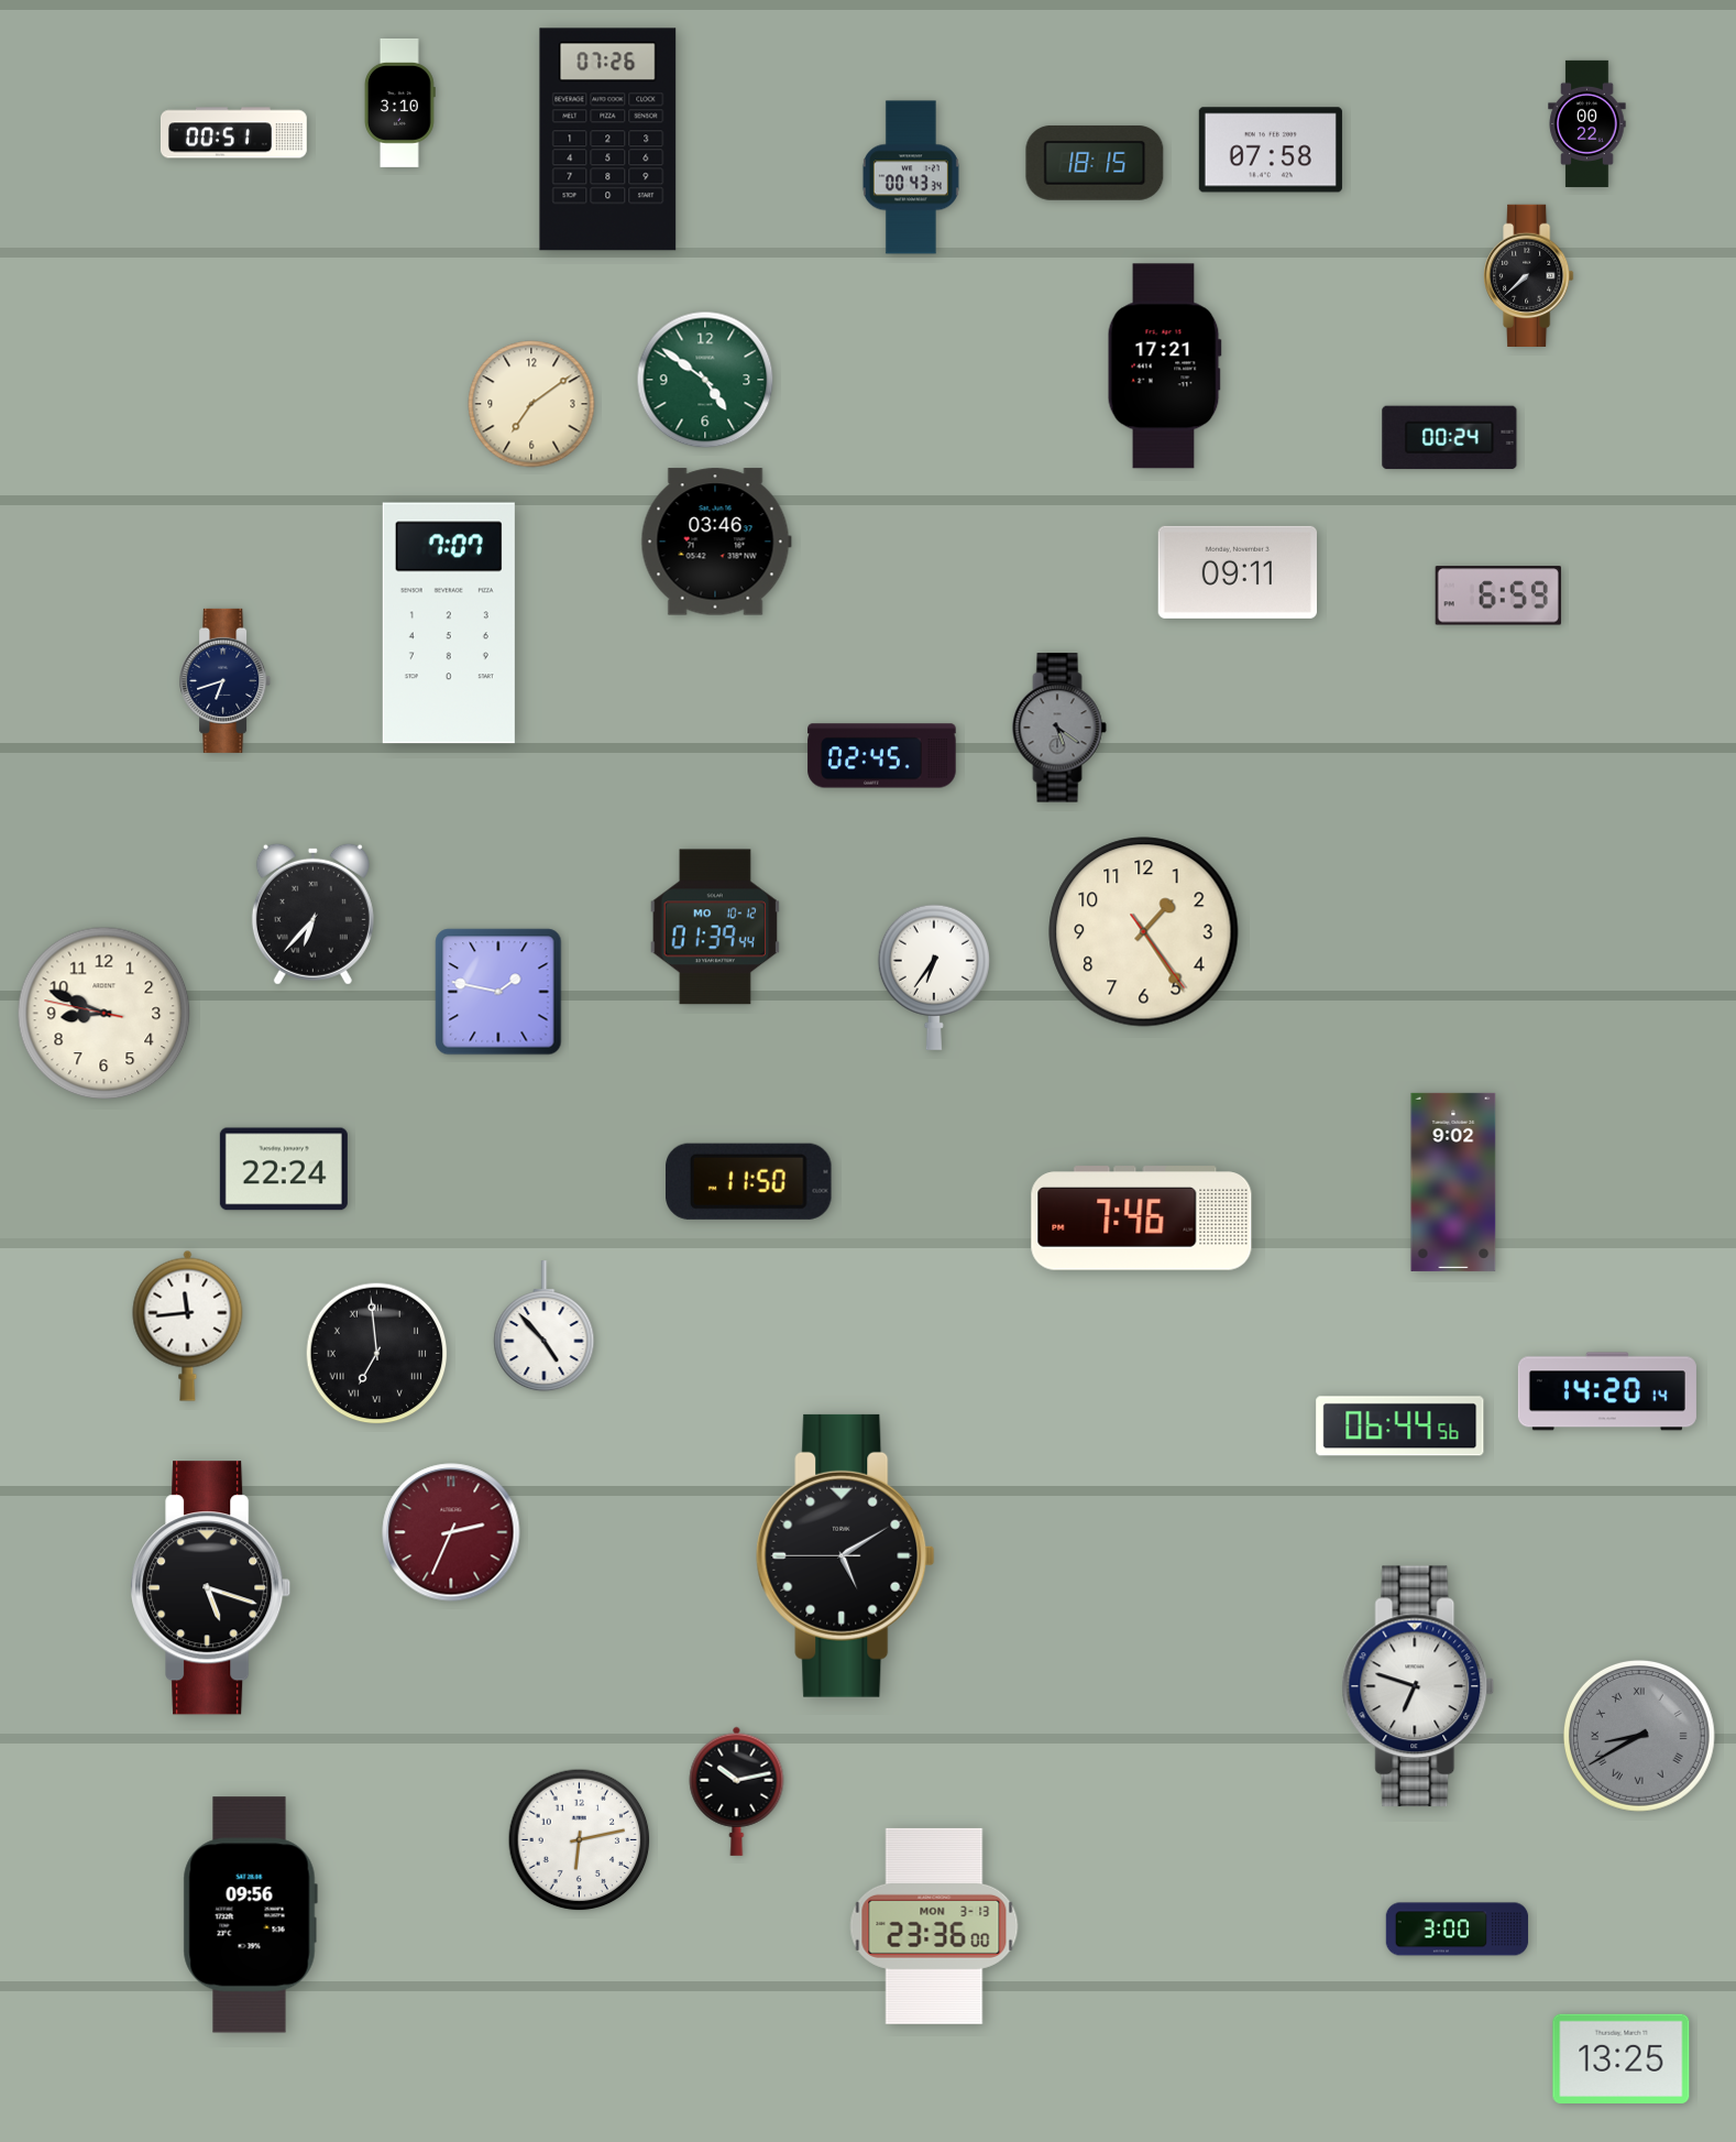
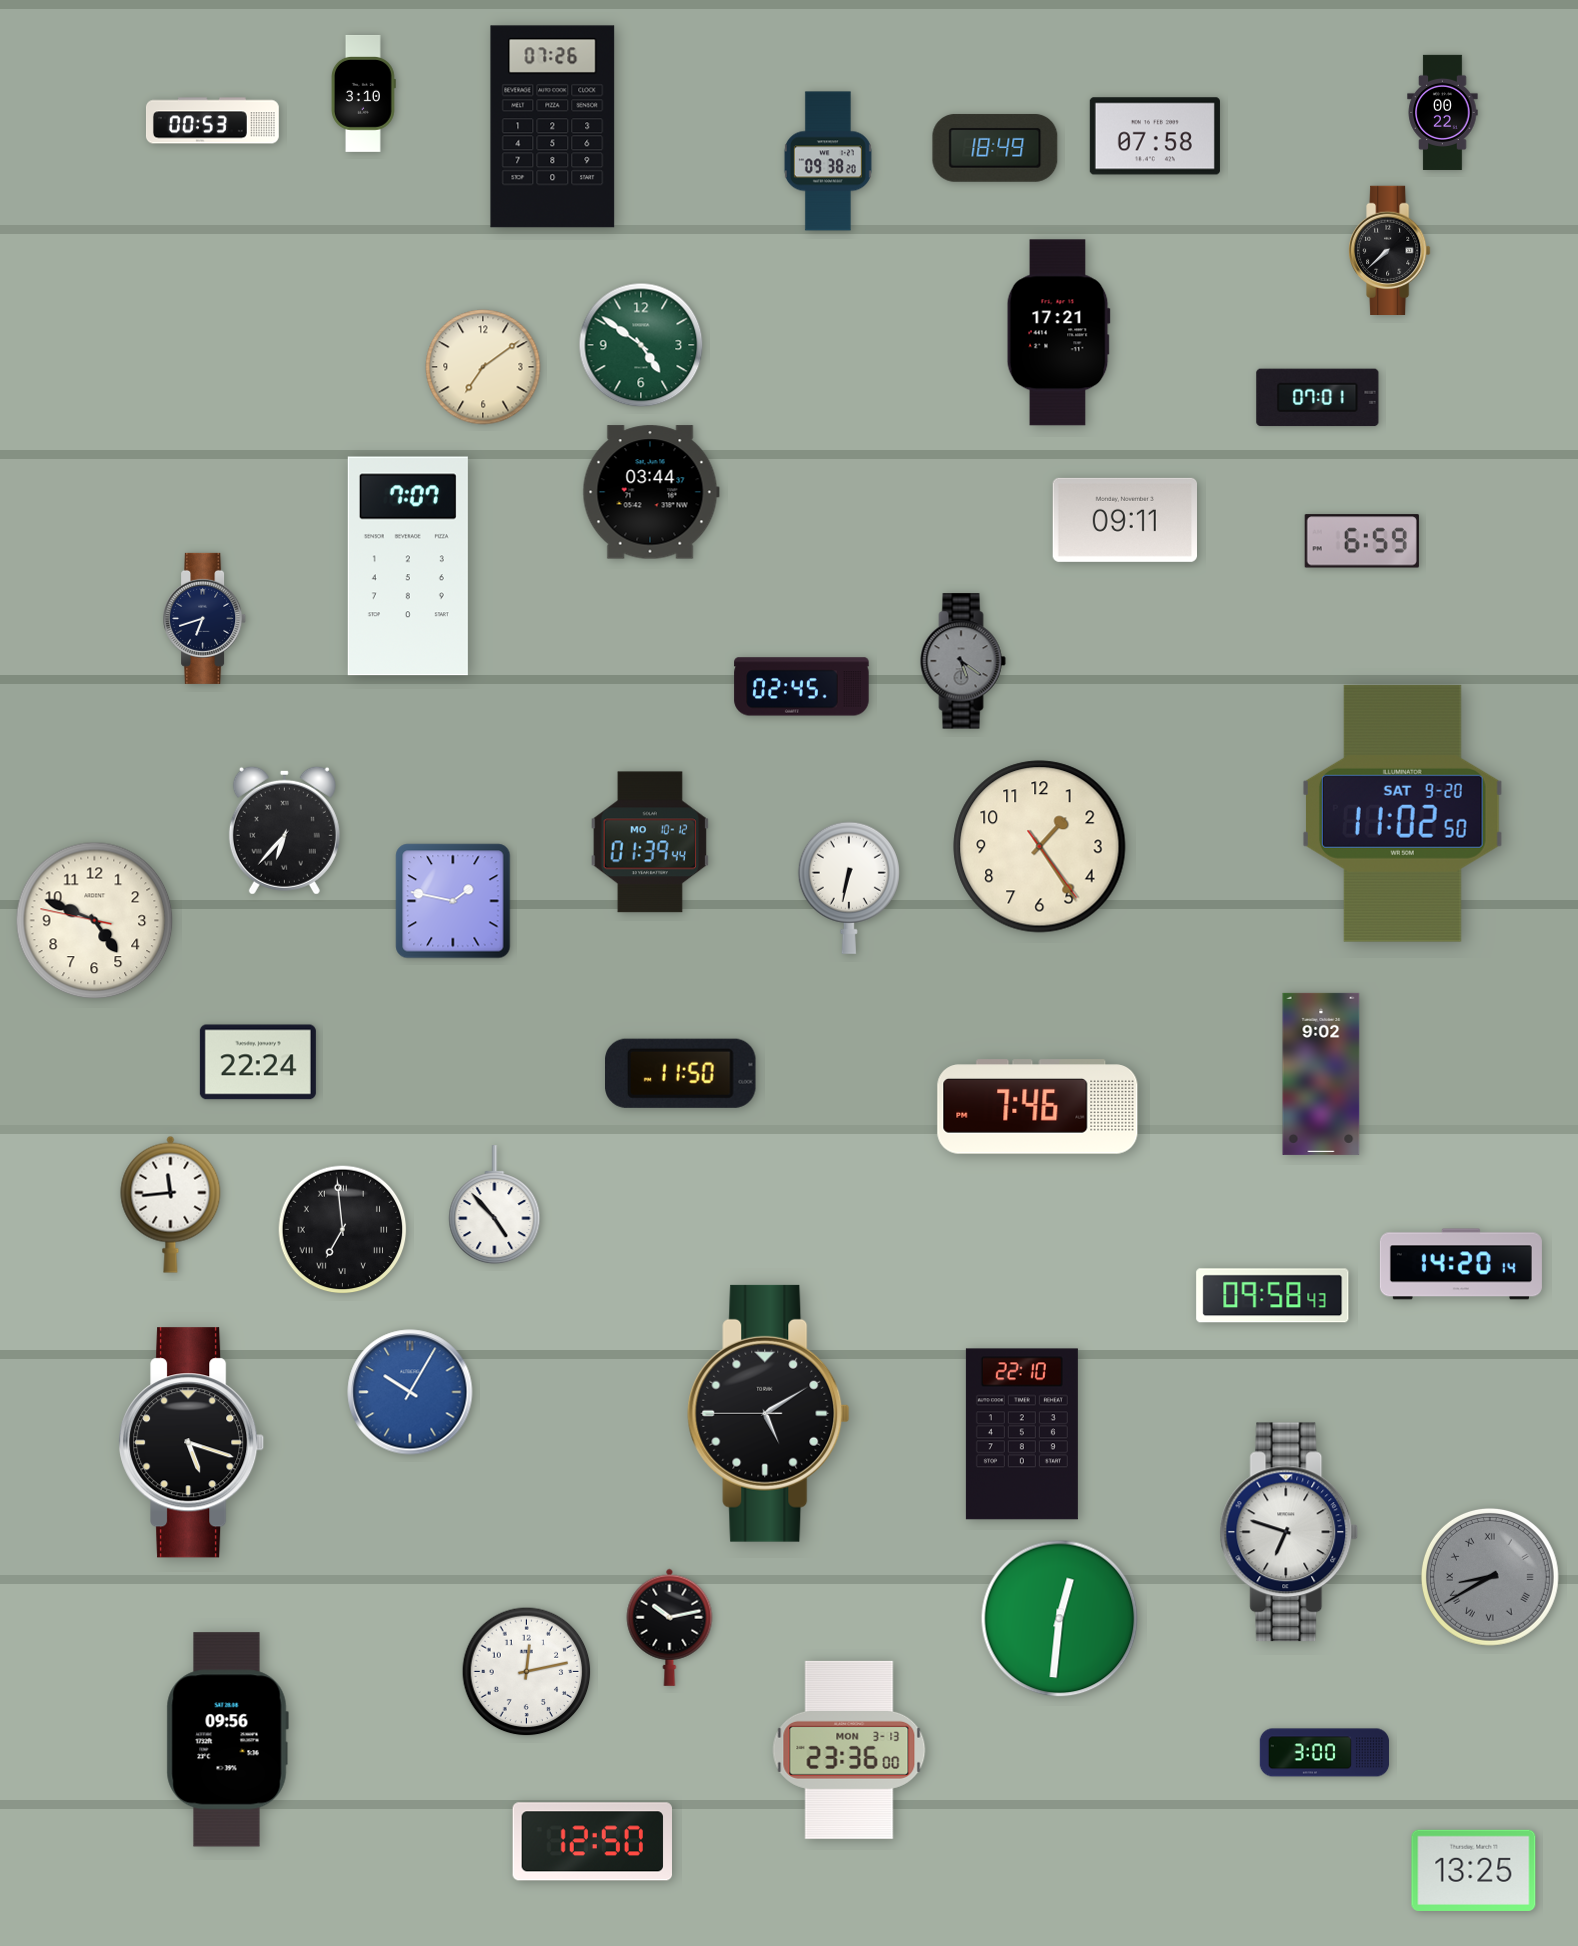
clock at (233, 133): 00:51 -> 00:53
clock at (1095, 163): 18:15 -> 18:49
clock at (911, 177): 00:43 -> 09:38
clock at (1450, 438): 00:24 -> 07:01
clock at (716, 542): 03:46 -> 03:44
clock at (1403, 813): none -> 11:02
clock at (934, 977): 6:36 -> 6:32
clock at (105, 1014): 8:48 -> 4:48
clock at (1400, 1427): 06:44 -> 09:58
clock at (451, 1532): 2:34 -> 10:05
clock at (451, 1532) dial: burgundy -> blue
clock at (1022, 1434): none -> 22:10
clock at (1060, 1619): none -> 12:31
clock at (580, 1840): 6:13 -> 12:13
clock at (592, 1842): none -> 12:50
